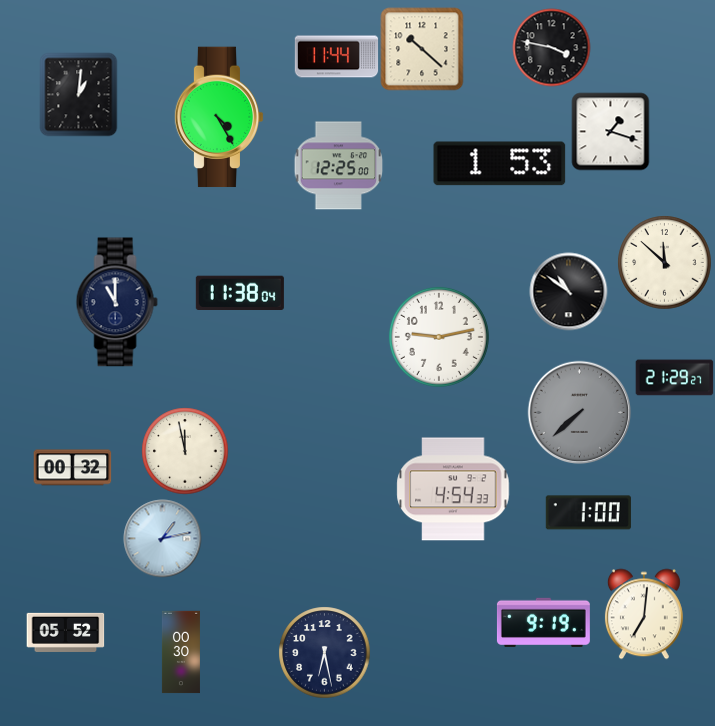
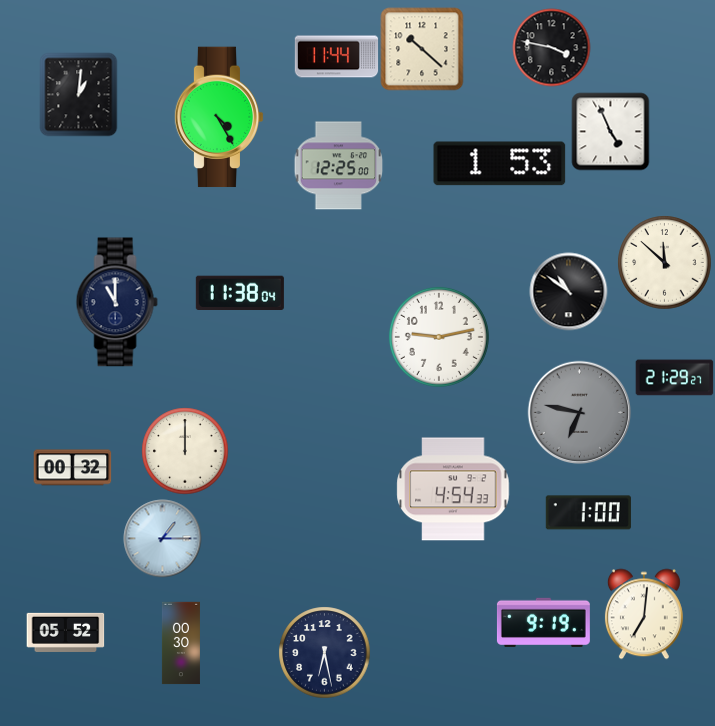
clock at (610, 131): 1:18 -> 4:56
clock at (579, 412): 7:38 -> 6:47
clock at (185, 451): 11:58 -> 12:00
clock at (162, 538): 1:13 -> 1:15
clock at (181, 652) position: (181, 652) -> (181, 643)
